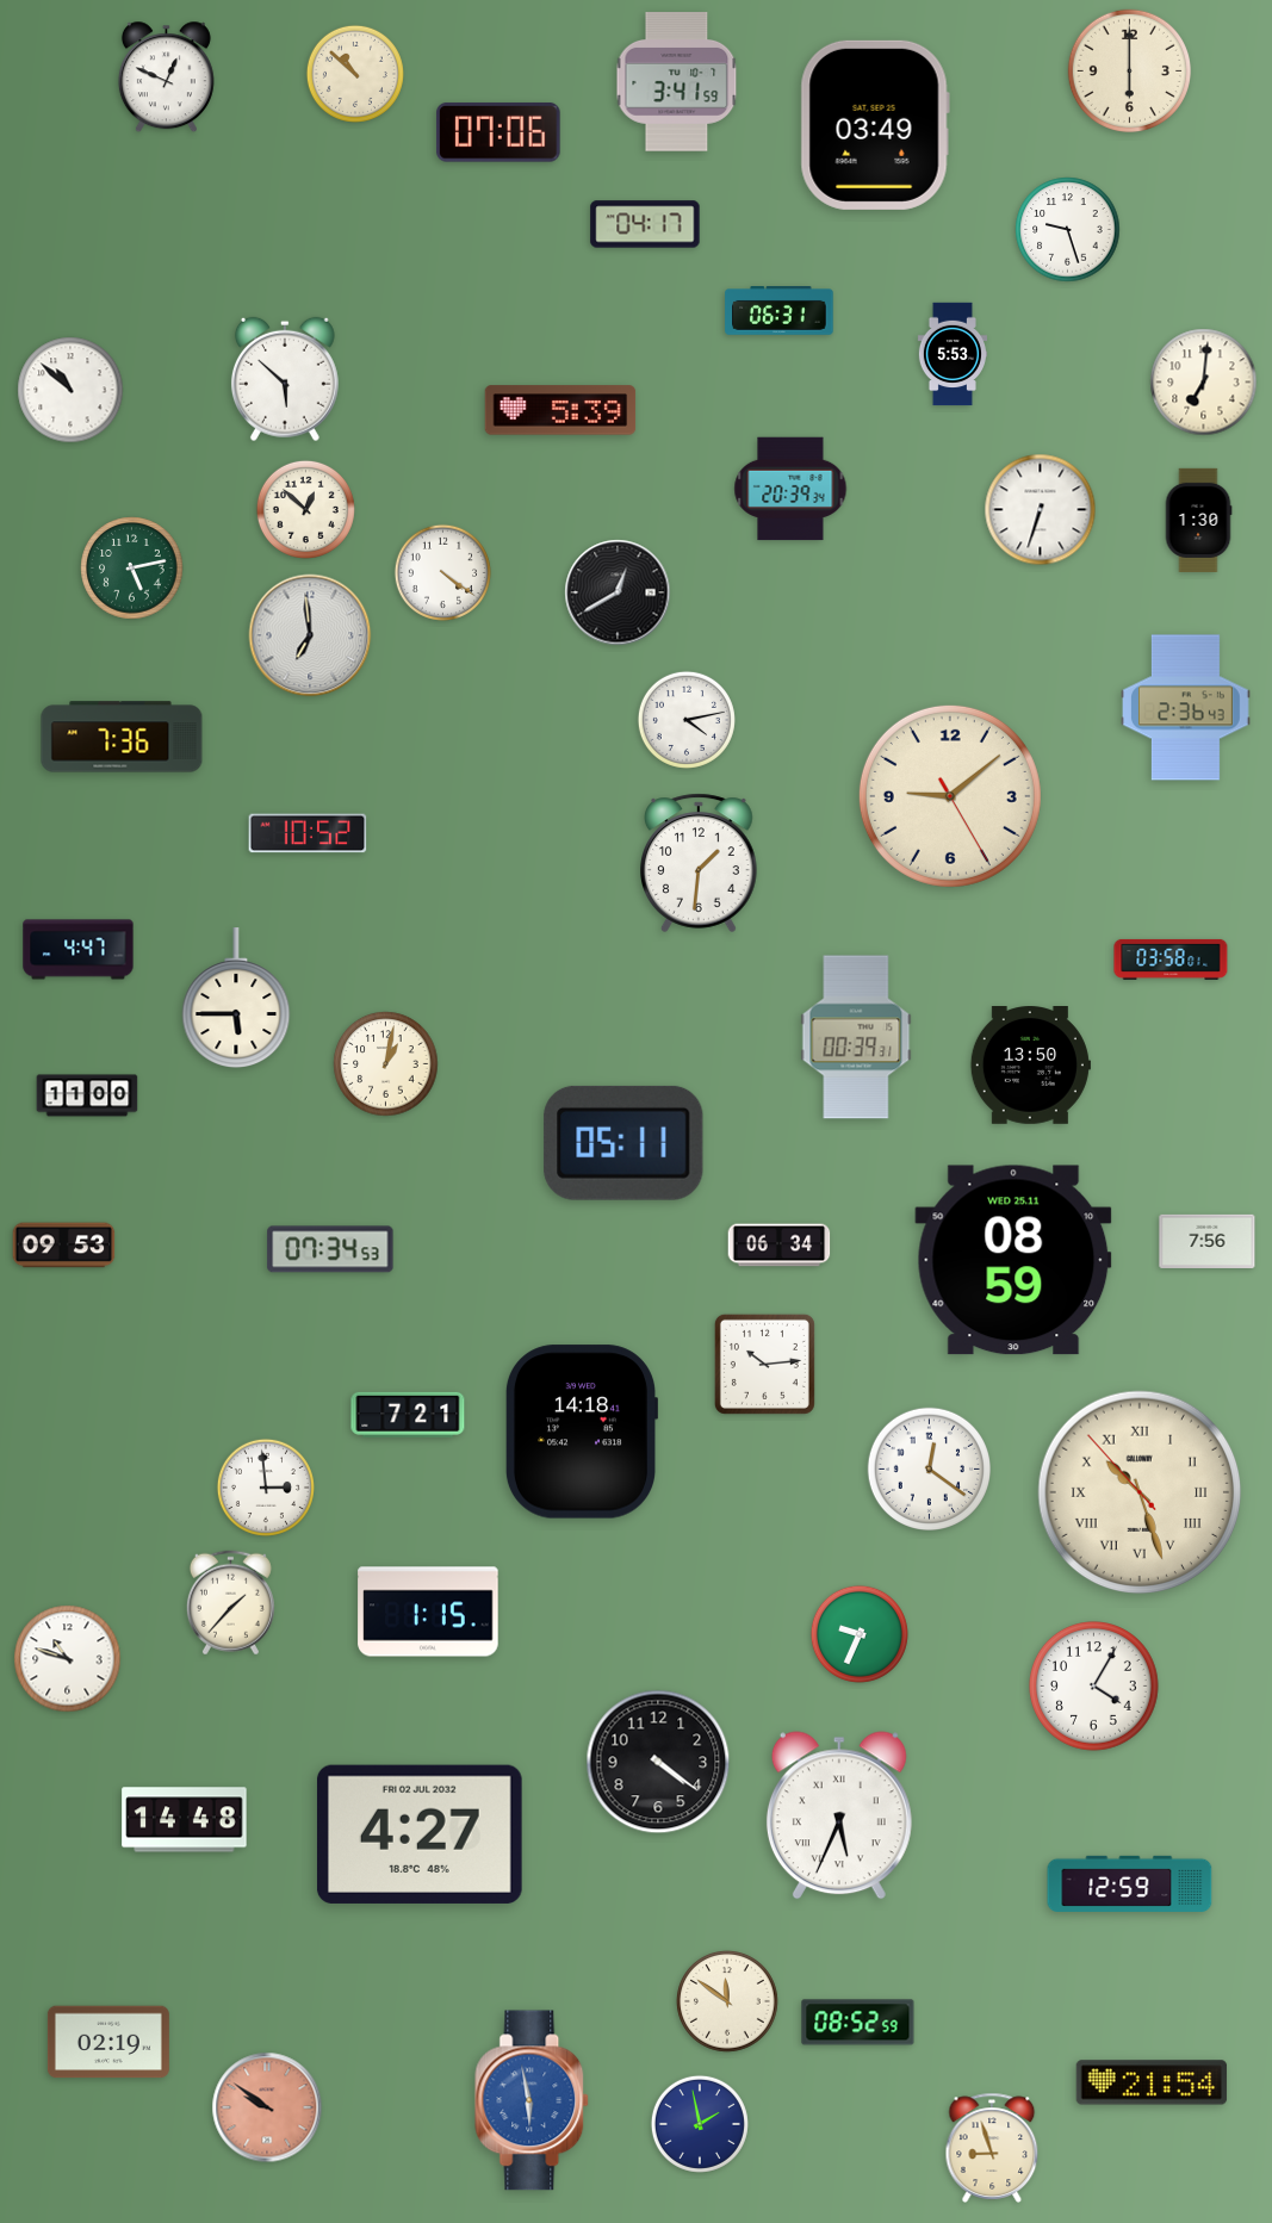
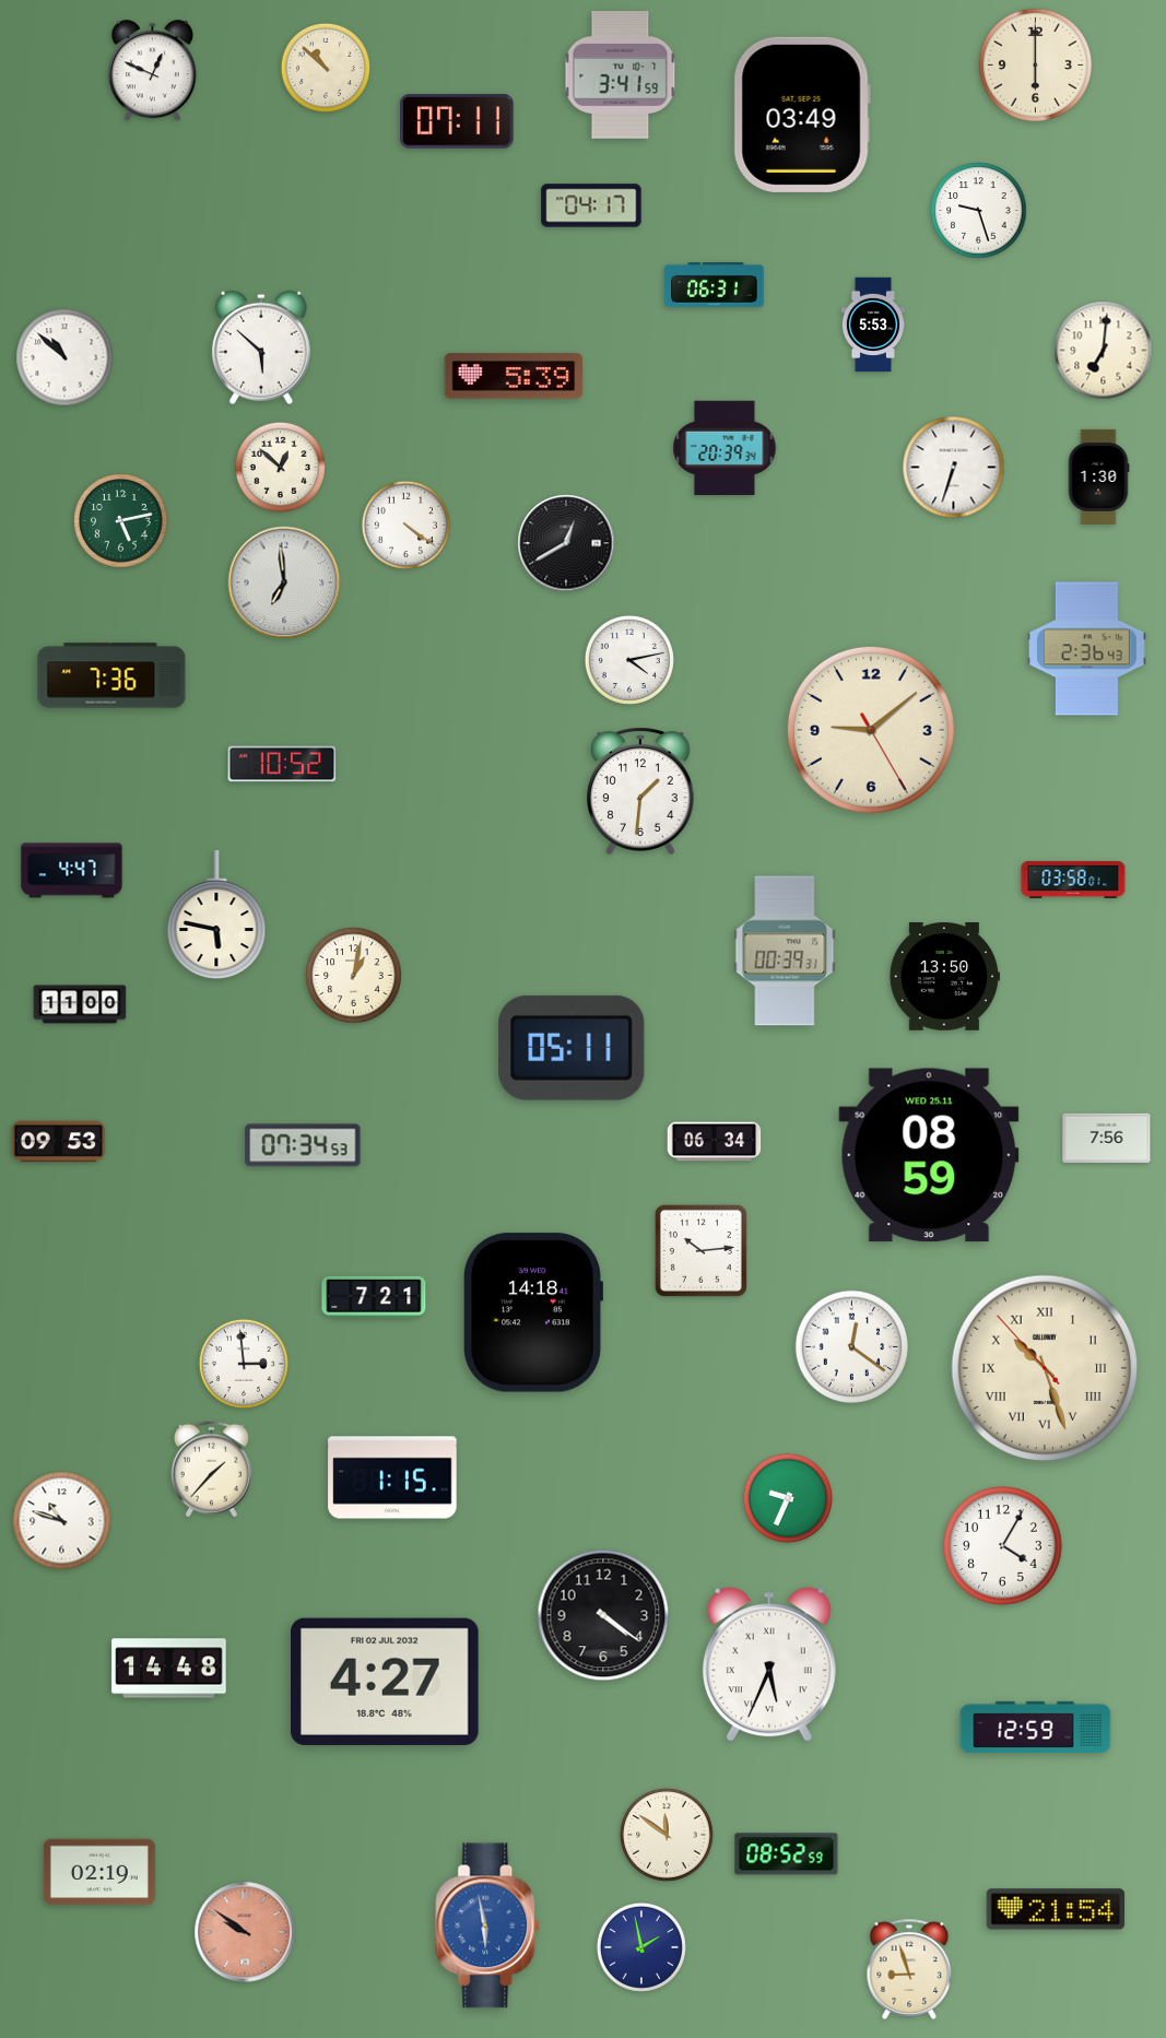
clock at (498, 132): 07:06 -> 07:11
clock at (236, 998): 5:45 -> 5:47
